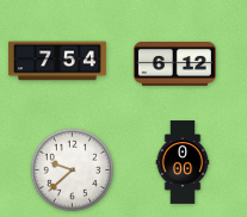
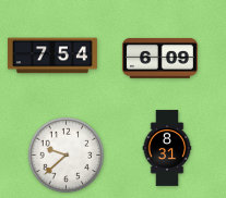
clock at (174, 63): 6:12 -> 6:09
clock at (183, 162): 0:00 -> 8:31
